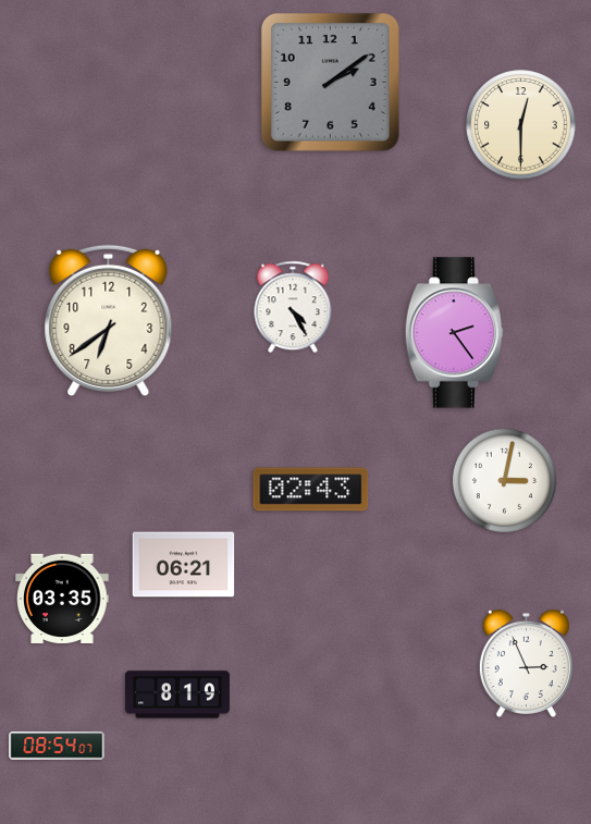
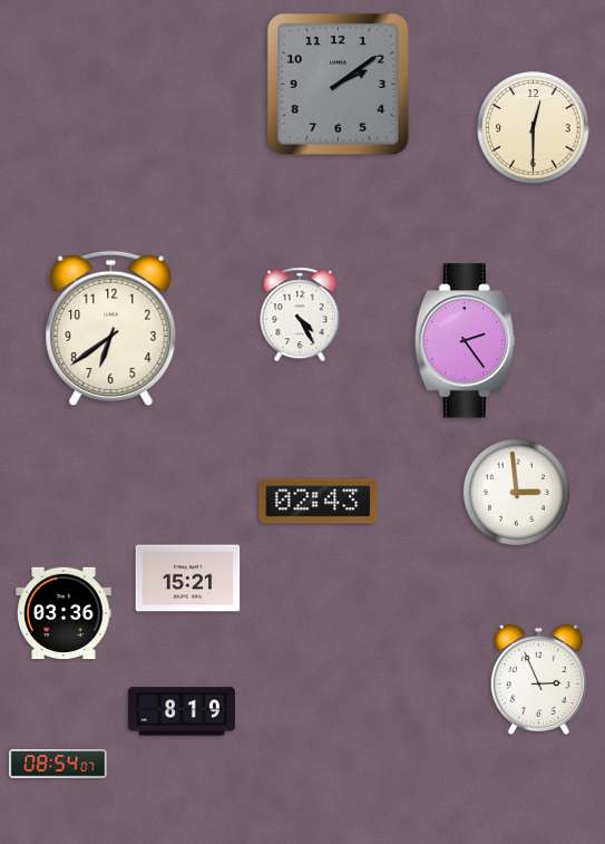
clock at (504, 480): 3:02 -> 2:59
clock at (184, 565): 06:21 -> 15:21
clock at (62, 599): 03:35 -> 03:36
